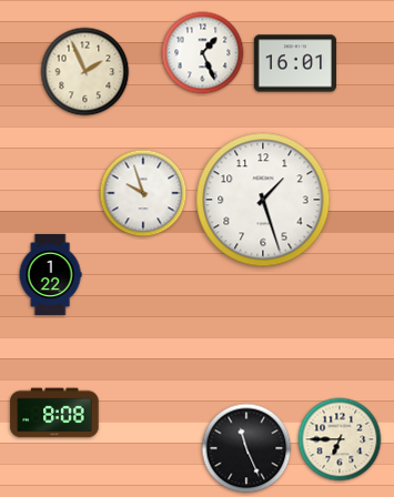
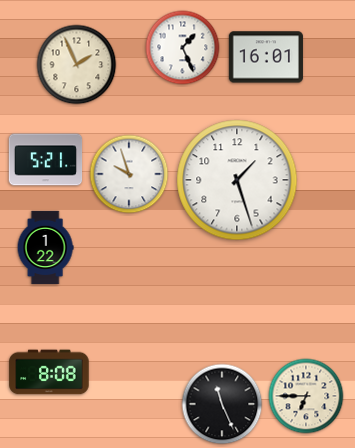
clock at (46, 160): none -> 5:21
